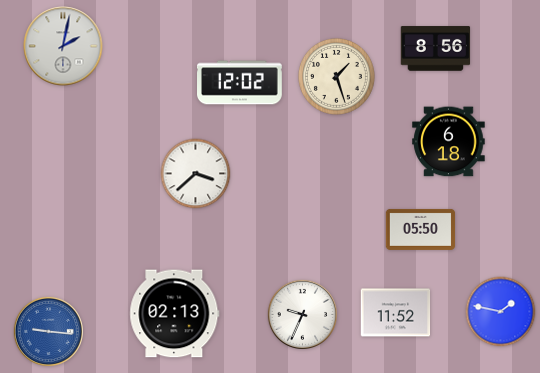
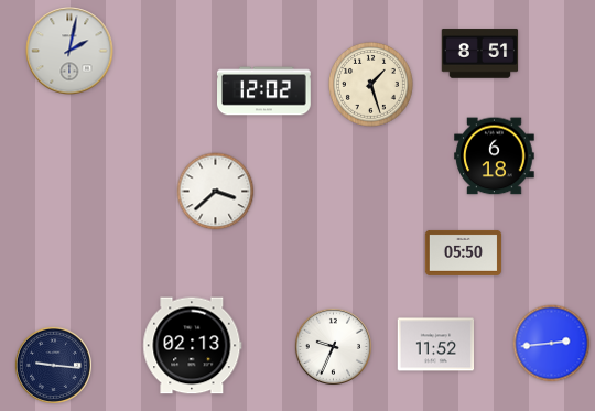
clock at (436, 49): 8:56 -> 8:51
clock at (501, 312): 1:47 -> 2:44
clock at (48, 331) dial: blue -> navy
